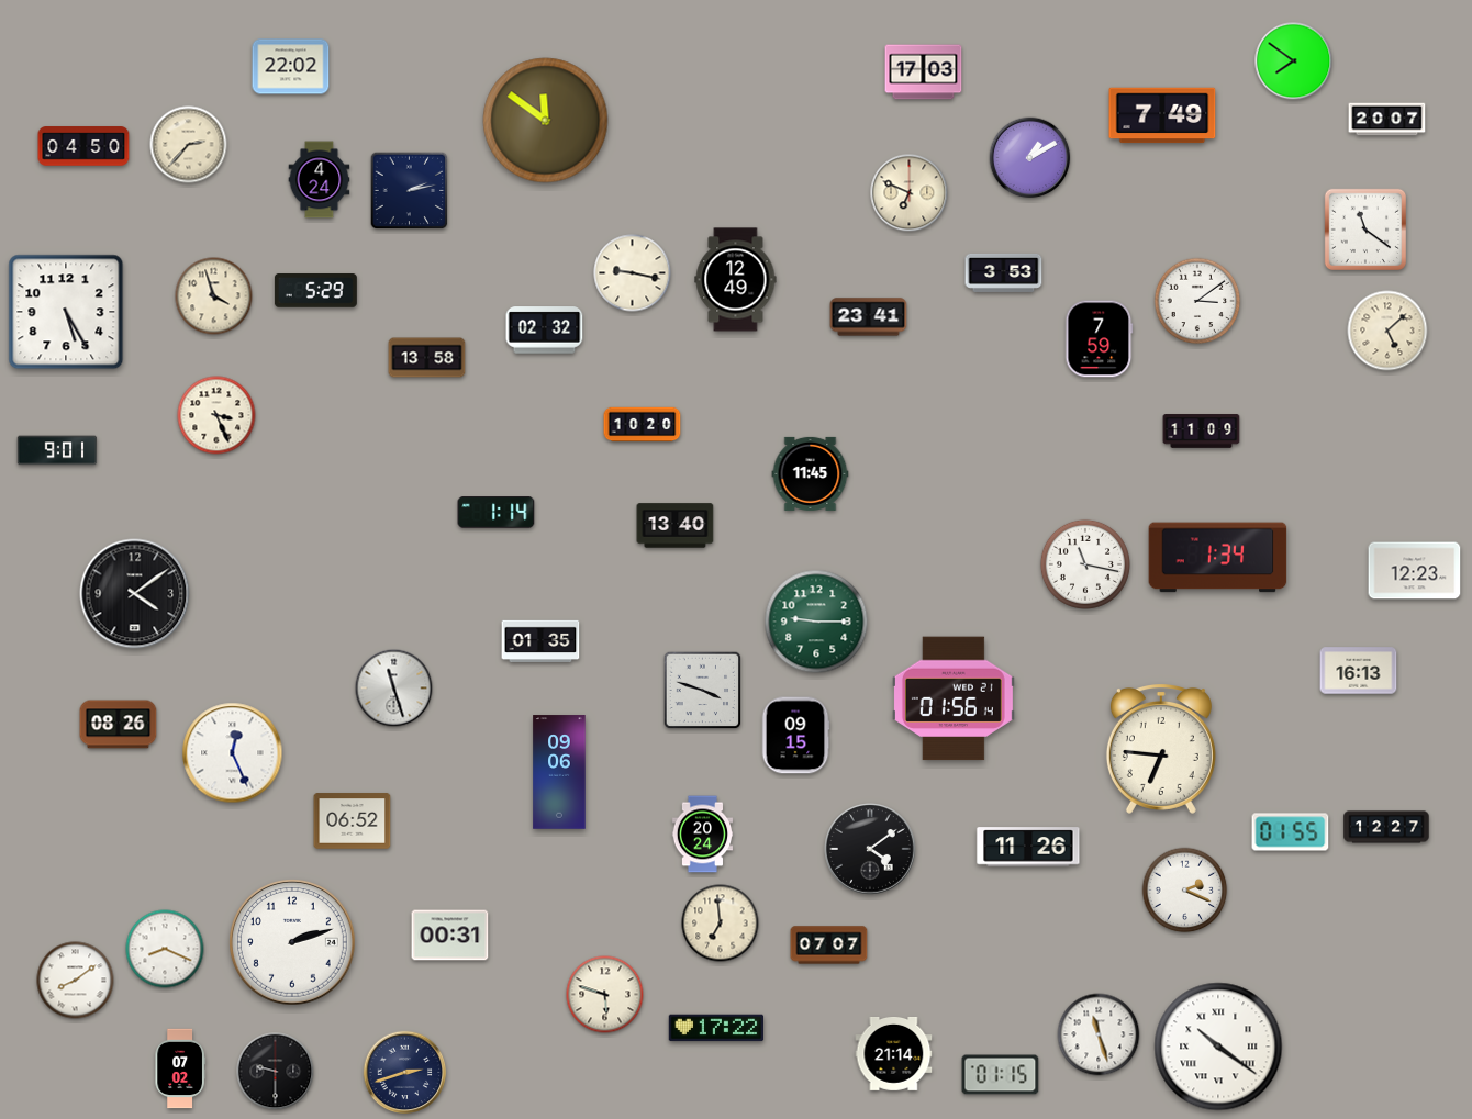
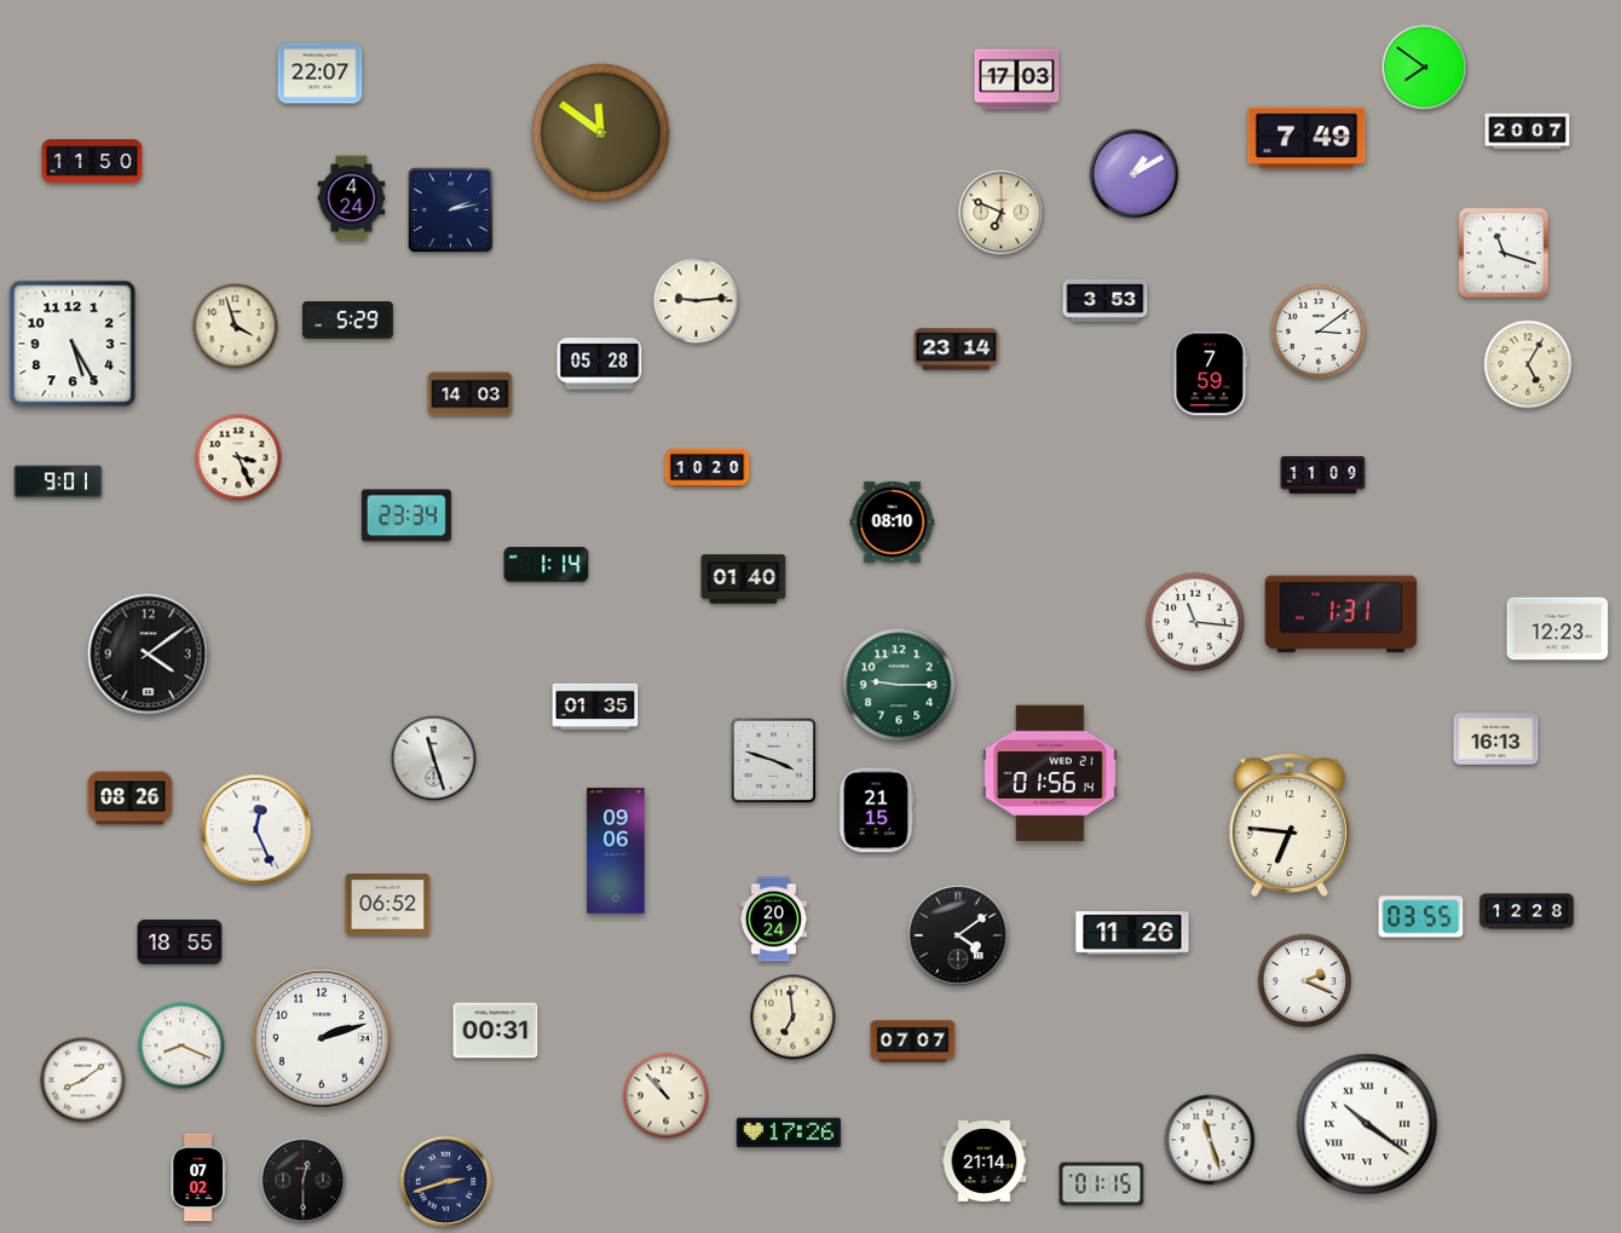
clock at (291, 67): 22:02 -> 22:07
clock at (1162, 115) position: (1162, 115) -> (1306, 138)
clock at (189, 145): 2:37 -> none
clock at (83, 146): 04:50 -> 11:50
clock at (1364, 228): 11:21 -> 11:18
clock at (633, 273): 9:17 -> 9:14
clock at (736, 280): 12:49 -> none
clock at (869, 317): 23:41 -> 23:14
clock at (545, 331): 02:32 -> 05:28
clock at (1387, 331): 5:08 -> 5:05
clock at (427, 358): 13:58 -> 14:03
clock at (57, 450) position: (57, 450) -> (58, 482)
clock at (406, 515): none -> 23:34
clock at (811, 473): 11:45 -> 08:10
clock at (676, 526): 13:40 -> 01:40
clock at (1218, 558): 1:34 -> 1:31
clock at (1085, 564): 11:17 -> 11:16
clock at (954, 698) position: (954, 698) -> (1050, 773)
clock at (795, 736): 09:15 -> 21:15
clock at (1161, 750) position: (1161, 750) -> (1290, 826)
clock at (1386, 827): 12:27 -> 12:28
clock at (1291, 832): 01:55 -> 03:55
clock at (180, 943): none -> 18:55
clock at (605, 995): 5:48 -> 10:53
clock at (716, 1028): 17:22 -> 17:26
clock at (1218, 1047) position: (1218, 1047) -> (1367, 1124)
clock at (276, 1072): 9:30 -> 12:30
